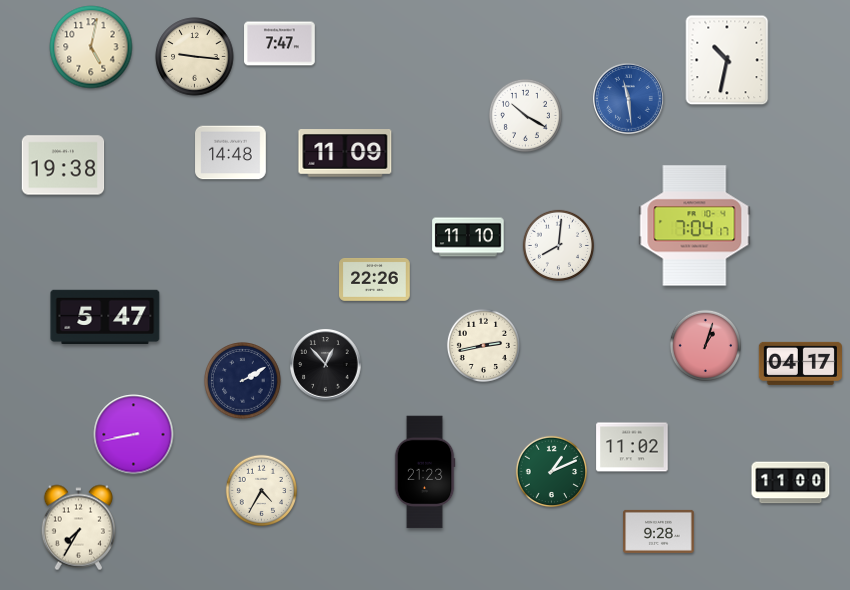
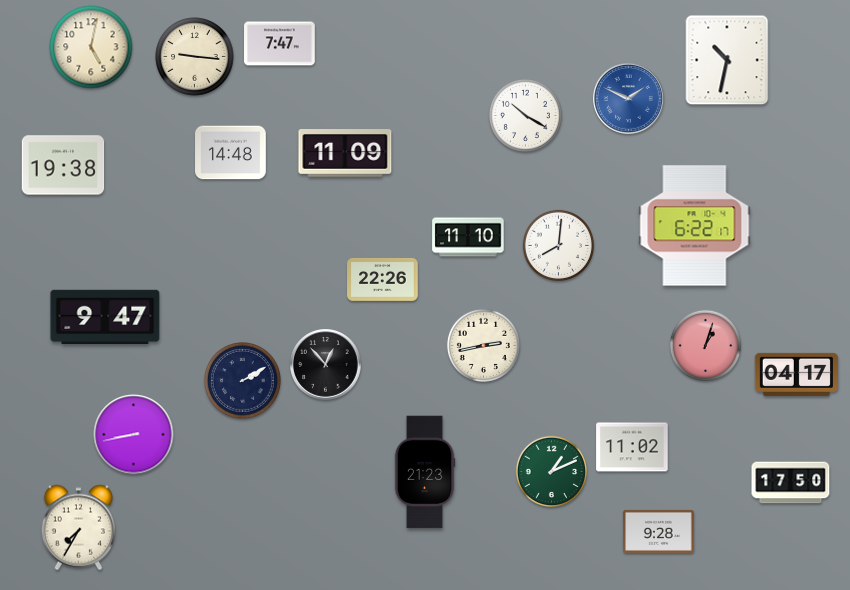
clock at (629, 99): 11:29 -> 1:49
clock at (695, 226): 7:04 -> 6:22
clock at (375, 280) position: (375, 280) -> (383, 280)
clock at (105, 316): 5:47 -> 9:47
clock at (800, 363) position: (800, 363) -> (796, 374)
clock at (791, 483): 11:00 -> 17:50
clock at (262, 491): 4:35 -> none
